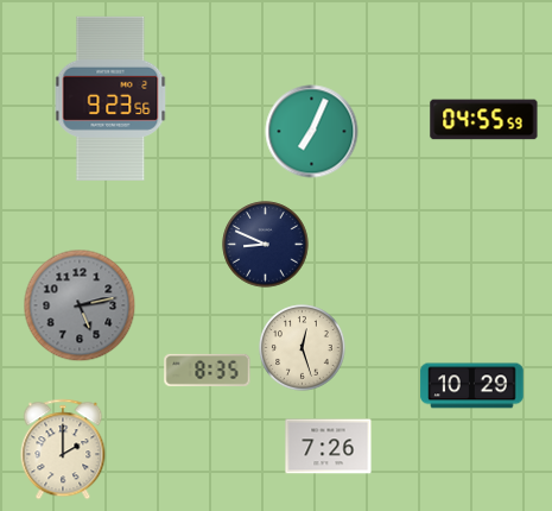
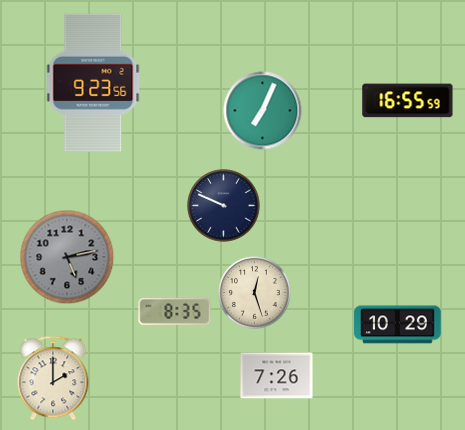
clock at (484, 120): 04:55 -> 16:55
clock at (266, 245): 8:49 -> 9:49
